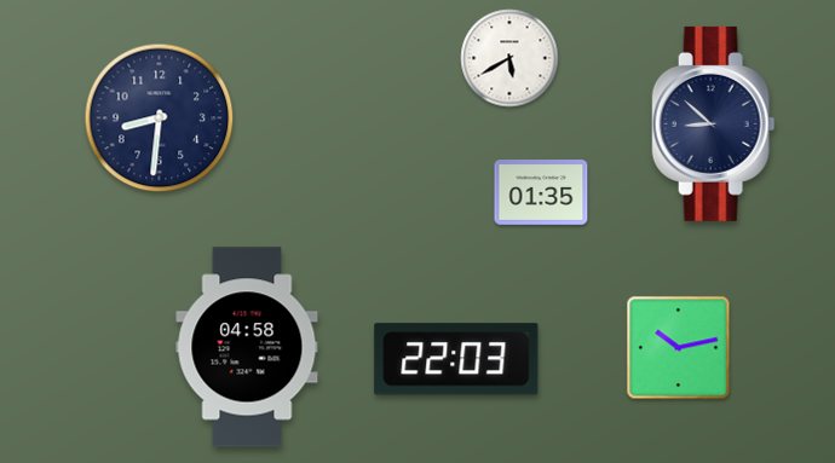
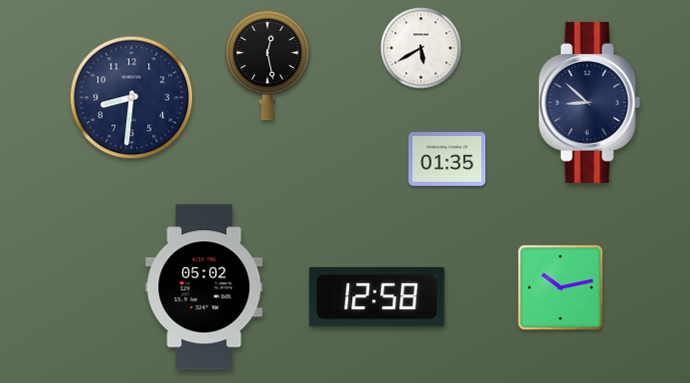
clock at (268, 65): none -> 12:28
clock at (247, 347): 04:58 -> 05:02
clock at (456, 359): 22:03 -> 12:58
